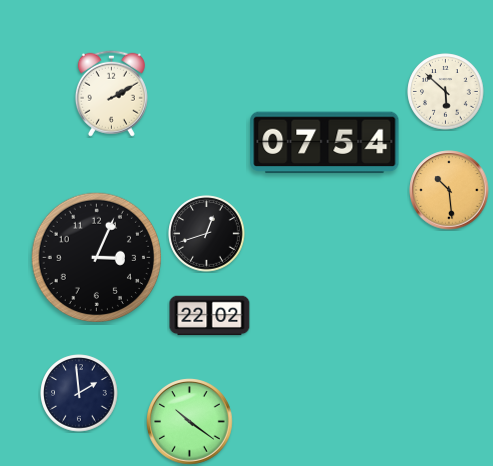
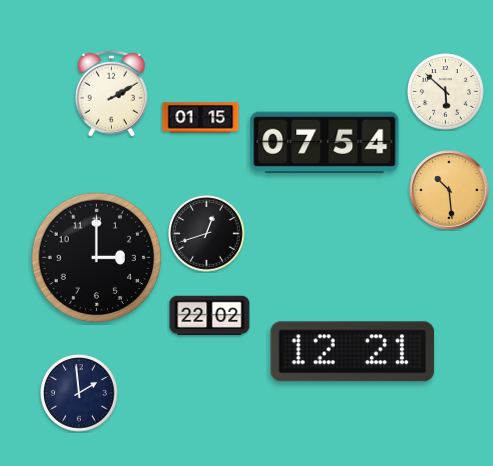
clock at (201, 118): none -> 01:15
clock at (96, 257): 3:04 -> 3:00
clock at (353, 352): none -> 12:21
clock at (190, 422): 10:21 -> none
